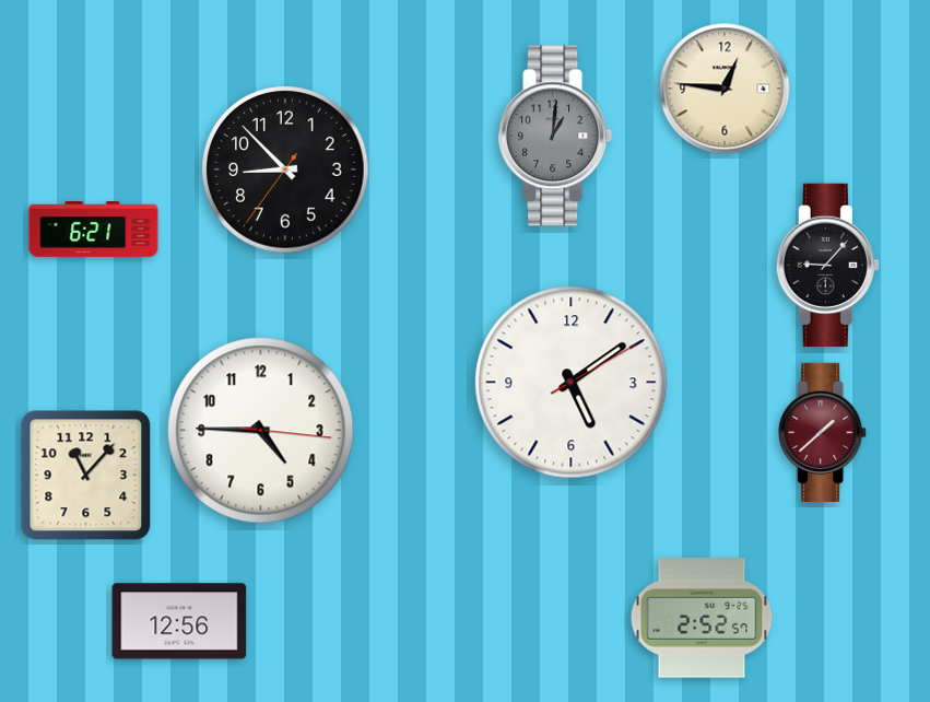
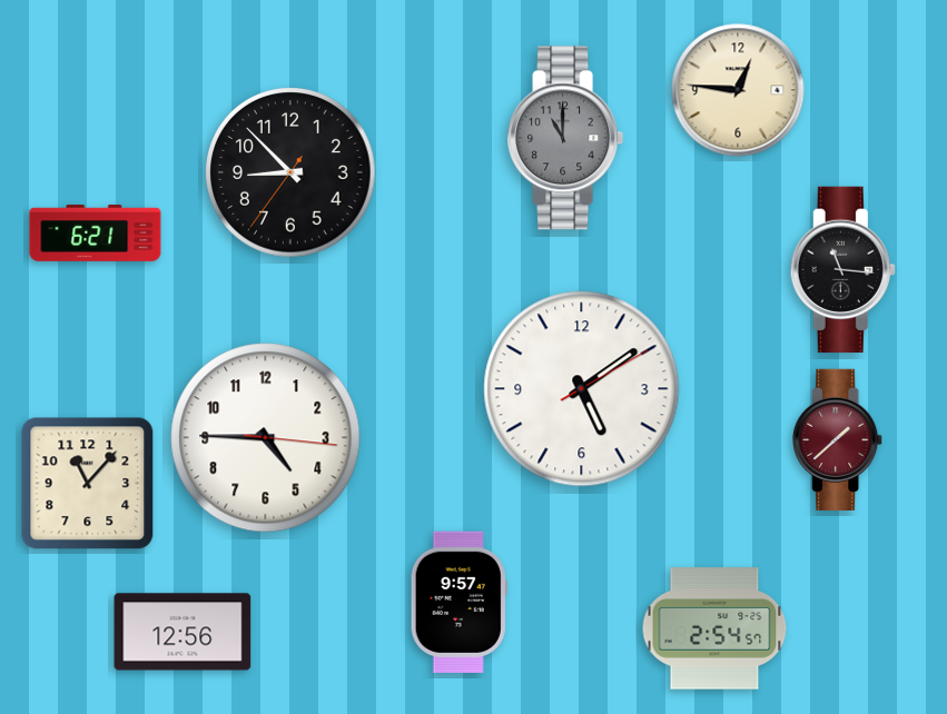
clock at (555, 136): 1:01 -> 11:00
clock at (827, 266): 9:07 -> 11:16
clock at (458, 602): none -> 9:57
clock at (702, 618): 2:52 -> 2:54
